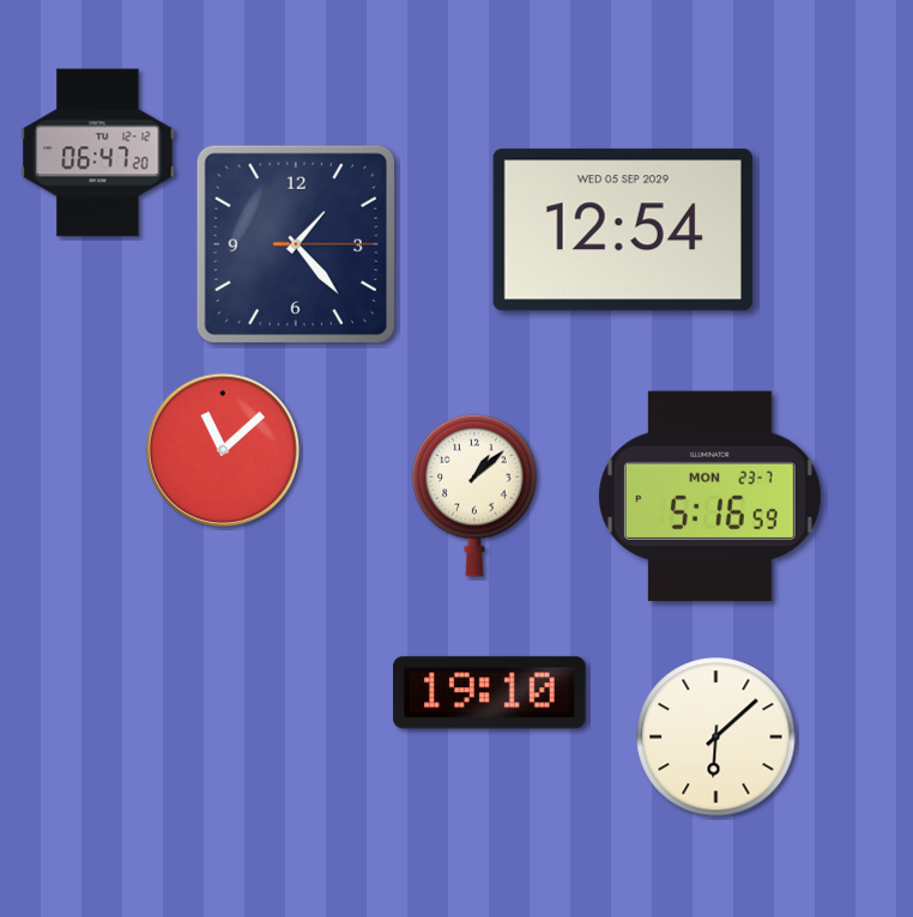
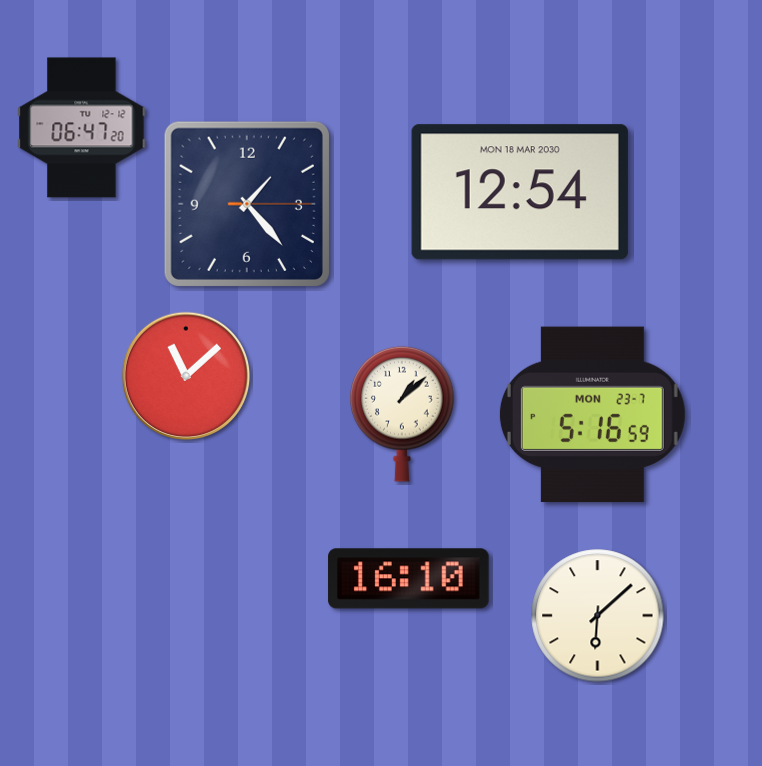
clock at (623, 230) date: WED 05 SEP 2029 -> MON 18 MAR 2030
clock at (474, 496) position: (474, 496) -> (402, 414)
clock at (490, 693): 19:10 -> 16:10
